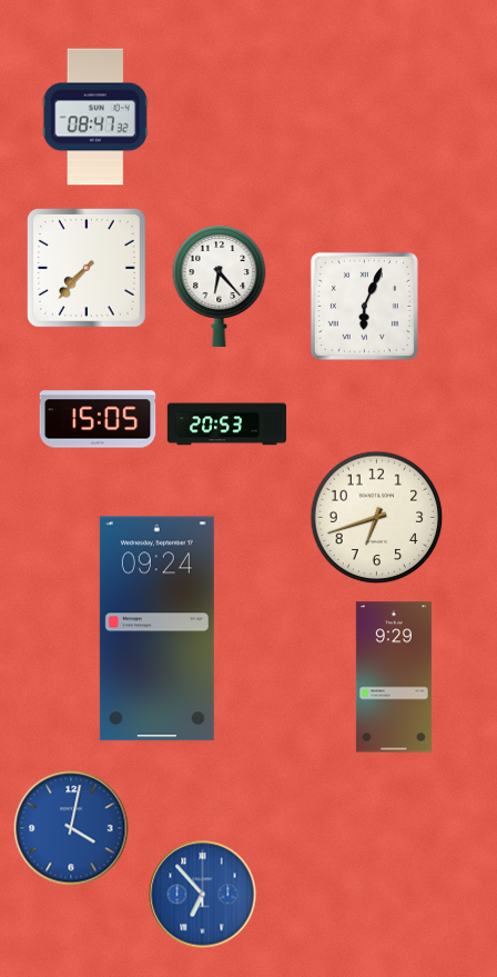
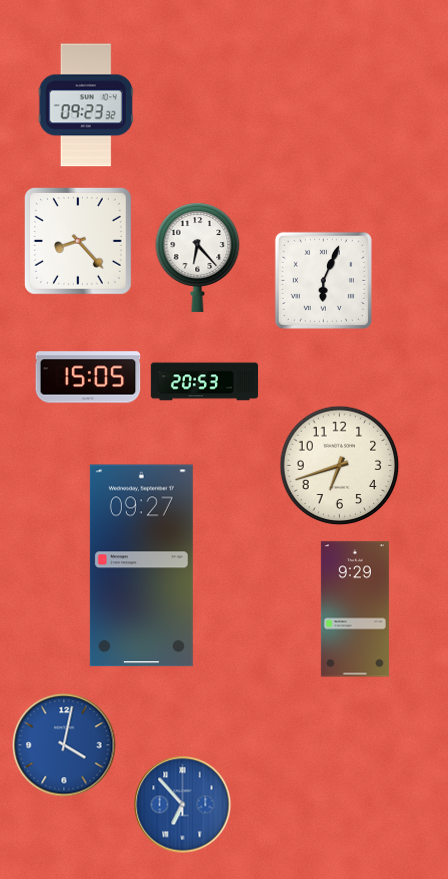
clock at (95, 117): 08:47 -> 09:23
clock at (87, 268): 7:37 -> 8:23
clock at (364, 306) position: (364, 306) -> (323, 280)
clock at (156, 629): 09:24 -> 09:27
